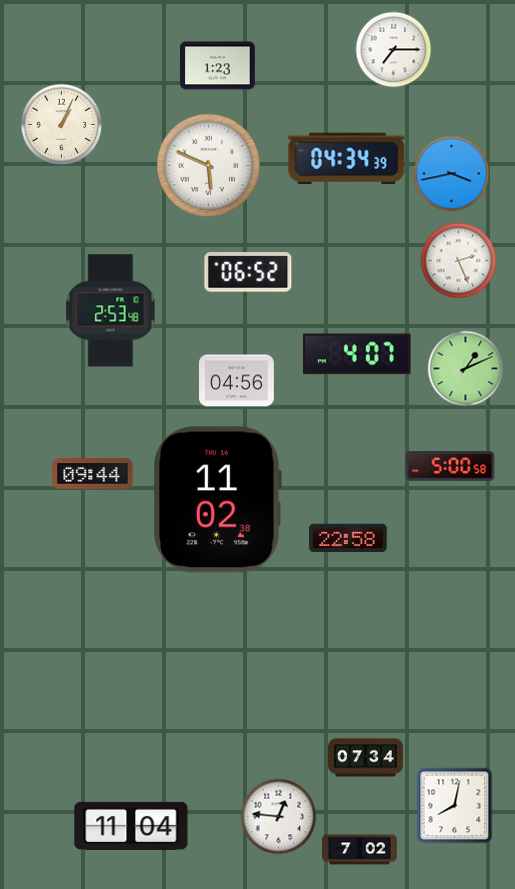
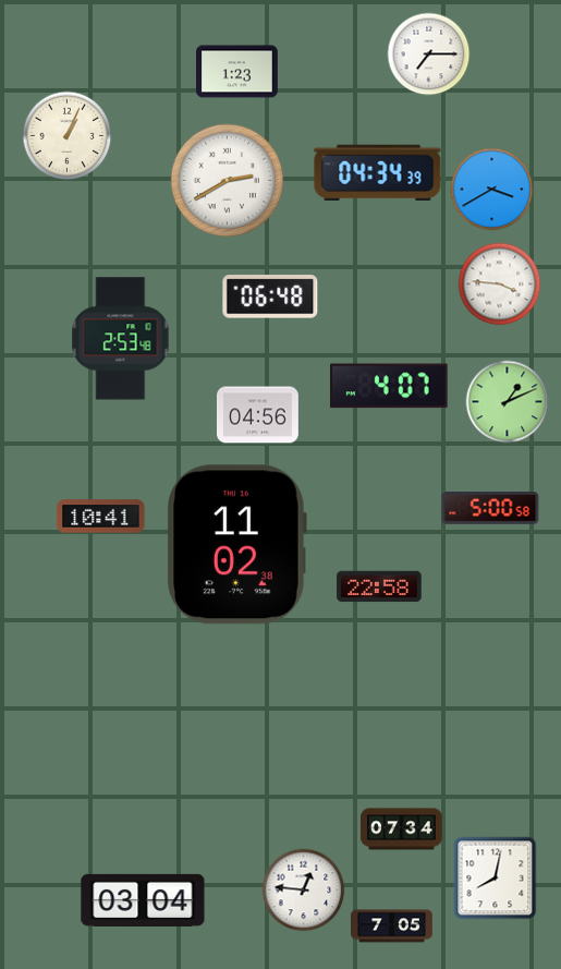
clock at (209, 166): 5:49 -> 2:40
clock at (452, 174): 3:43 -> 3:40
clock at (459, 261): 2:26 -> 3:46
clock at (248, 272): 06:52 -> 06:48
clock at (93, 474): 09:44 -> 10:41
clock at (366, 758) position: (366, 758) -> (402, 829)
clock at (131, 826): 11:04 -> 03:04
clock at (360, 850): 7:02 -> 7:05
